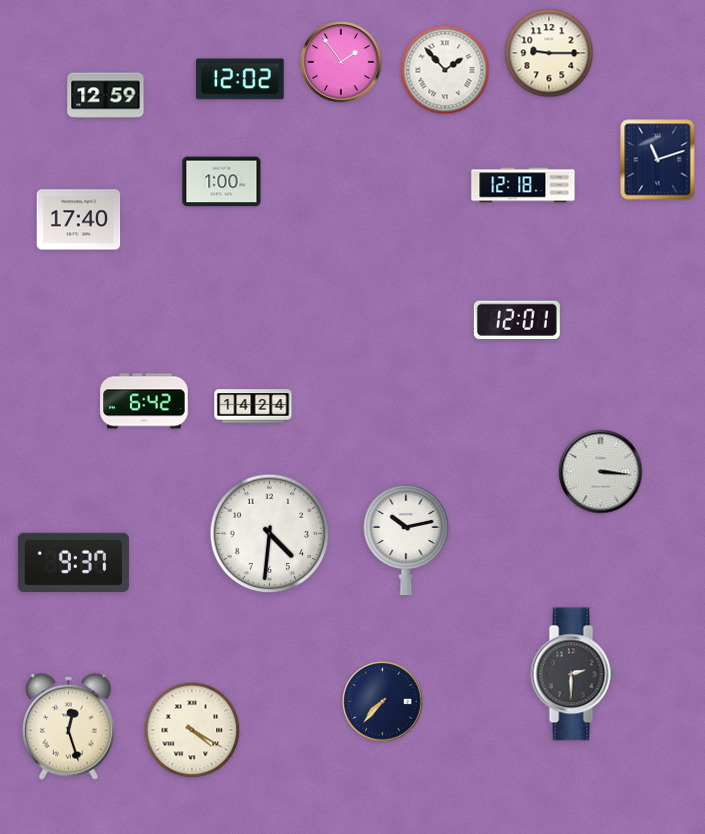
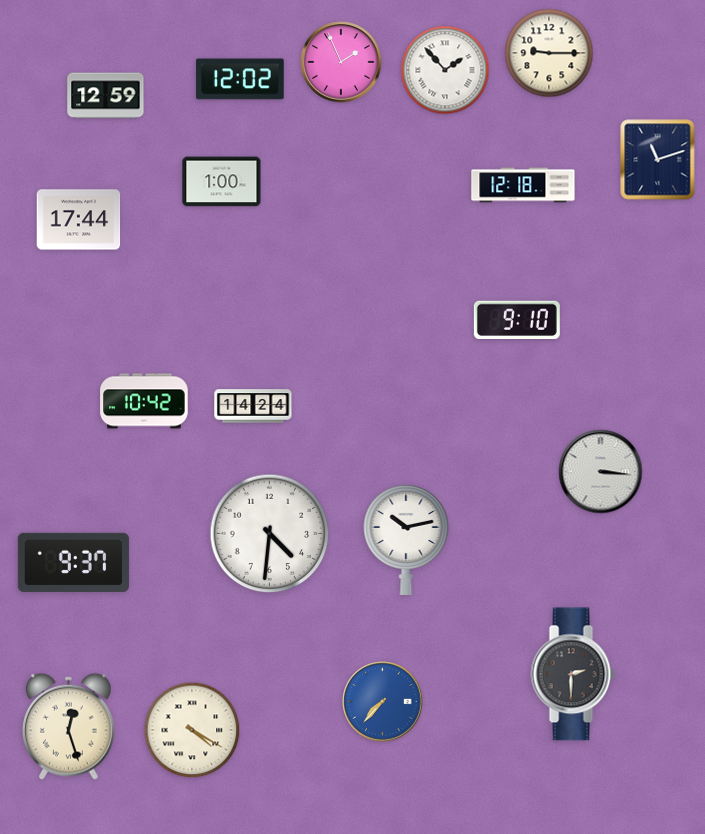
clock at (341, 62): 1:54 -> 1:56
clock at (79, 220): 17:40 -> 17:44
clock at (517, 319): 12:01 -> 9:10
clock at (144, 401): 6:42 -> 10:42
clock at (383, 702) dial: navy -> blue
